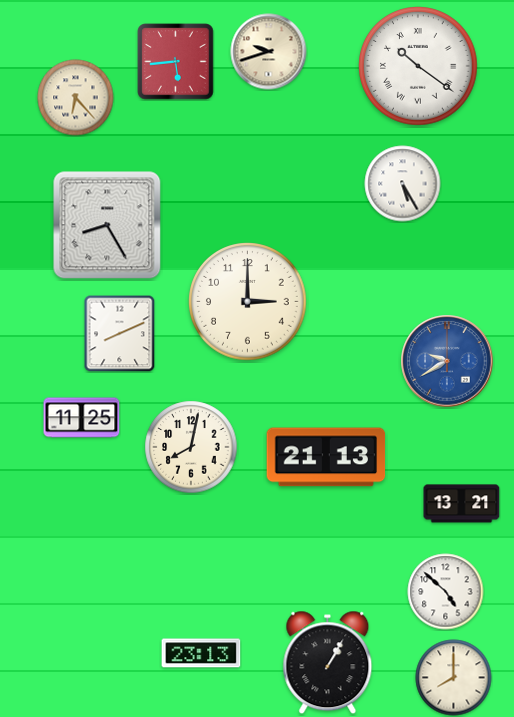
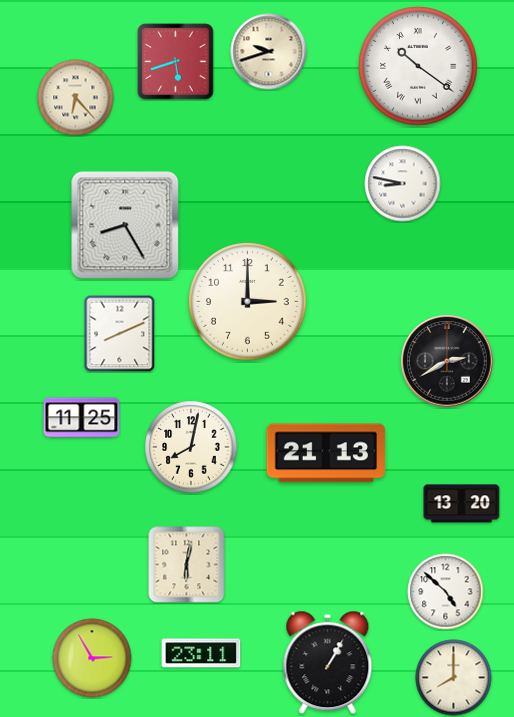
clock at (176, 62): 5:44 -> 5:42
clock at (403, 184): 5:25 -> 8:47
clock at (107, 225) position: (107, 225) -> (125, 225)
clock at (447, 361): 9:40 -> 2:40
clock at (447, 361) dial: blue -> black
clock at (326, 457) position: (326, 457) -> (326, 453)
clock at (462, 504): 13:21 -> 13:20
clock at (187, 565): none -> 6:02
clock at (201, 653): 23:13 -> 23:11
clock at (92, 658): none -> 2:55
